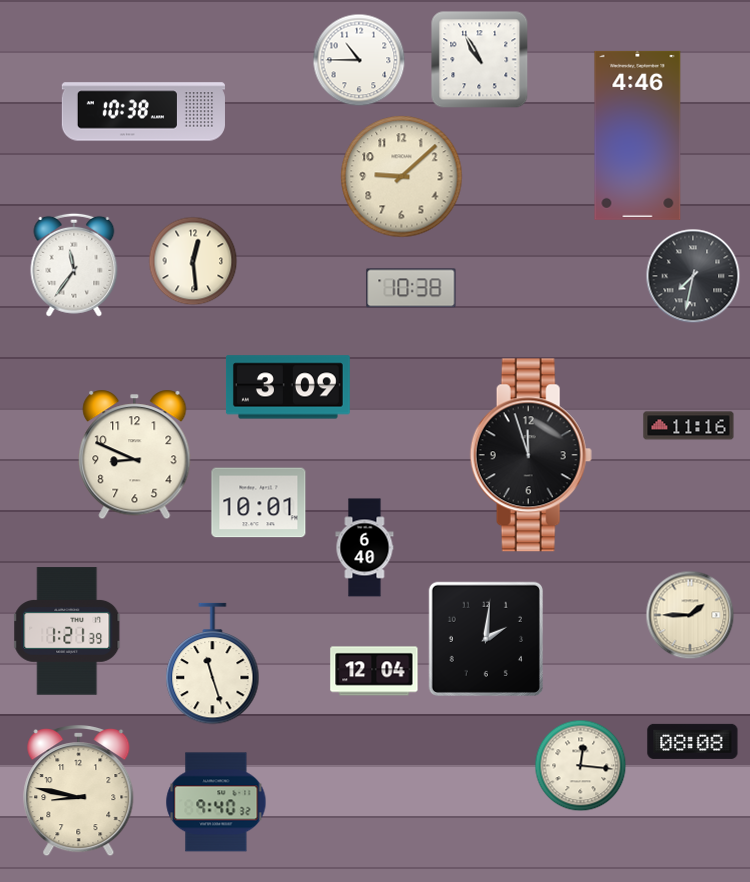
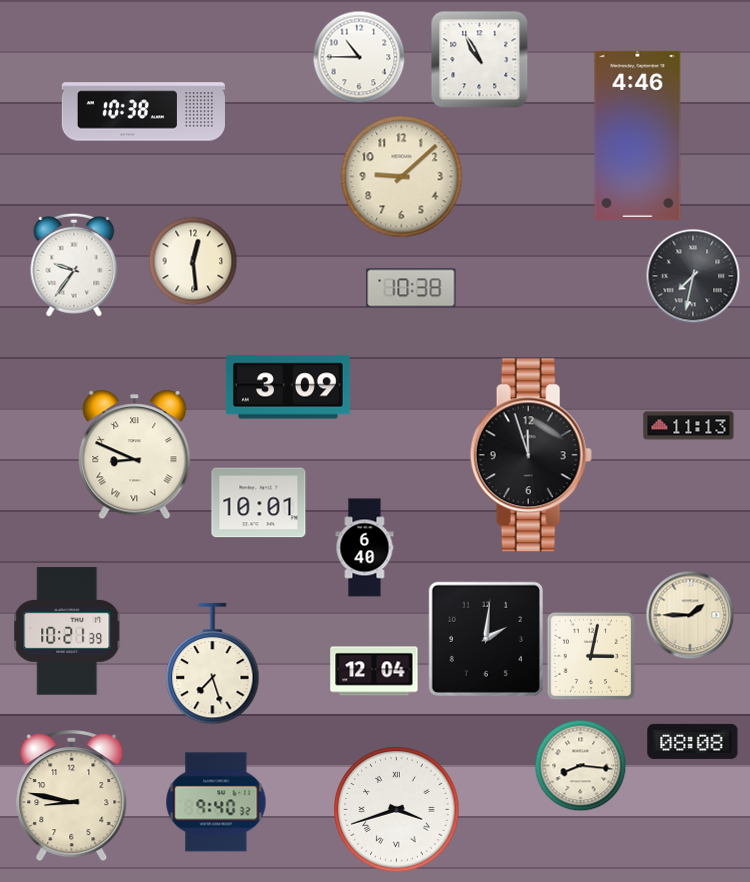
clock at (359, 60) position: (359, 60) -> (359, 57)
clock at (74, 265): 11:36 -> 9:36
clock at (689, 426): 11:16 -> 11:13
clock at (135, 455) numerals: Arabic -> Roman
clock at (68, 631): 1:21 -> 10:21
clock at (591, 656): none -> 3:02
clock at (213, 664): 11:27 -> 7:27
clock at (580, 765): 12:16 -> 8:16
clock at (79, 792) position: (79, 792) -> (72, 797)
clock at (397, 810): none -> 3:42
